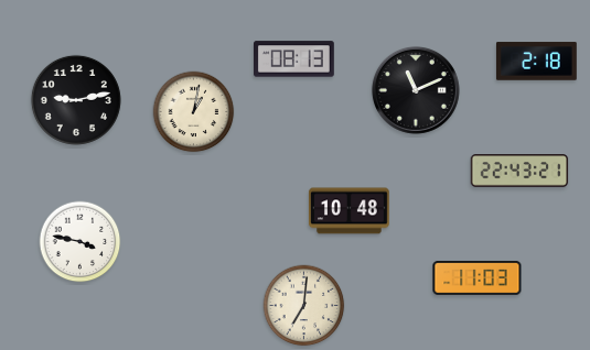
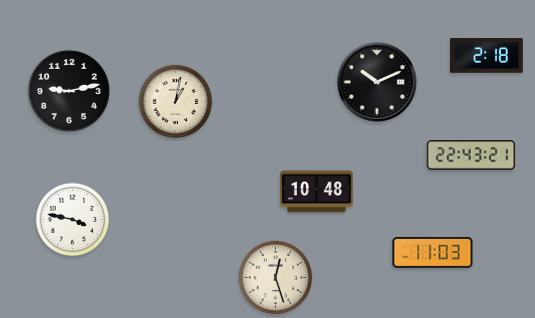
clock at (294, 59): 08:13 -> none
clock at (416, 90): 11:11 -> 10:11
clock at (304, 306): 7:01 -> 12:27
